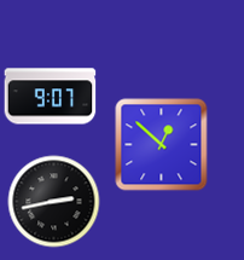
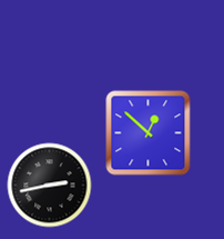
clock at (51, 97): 9:07 -> none
